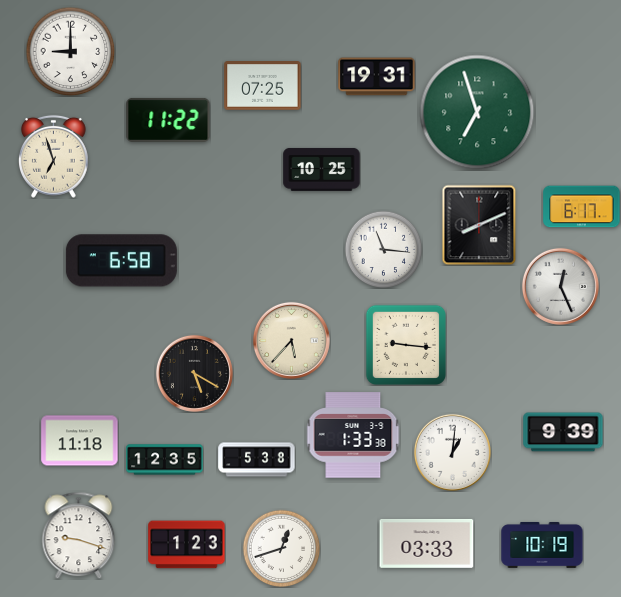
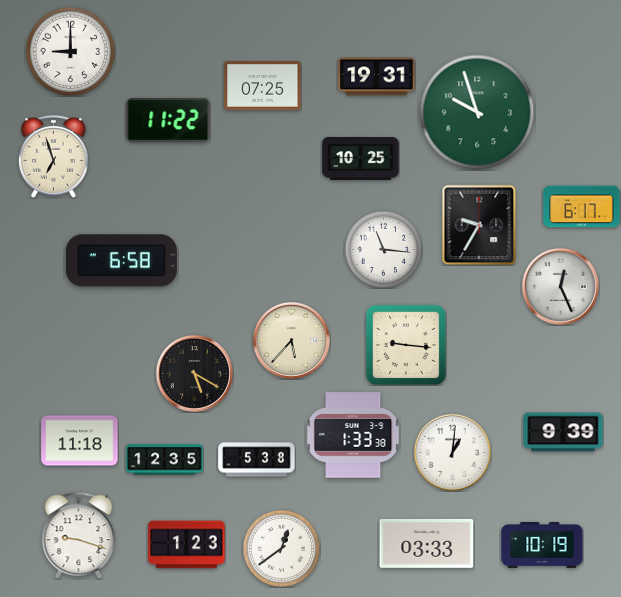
clock at (477, 112): 6:57 -> 9:57
clock at (322, 169) position: (322, 169) -> (361, 158)
clock at (479, 225): 8:11 -> 9:35
clock at (281, 548): 12:42 -> 12:39
